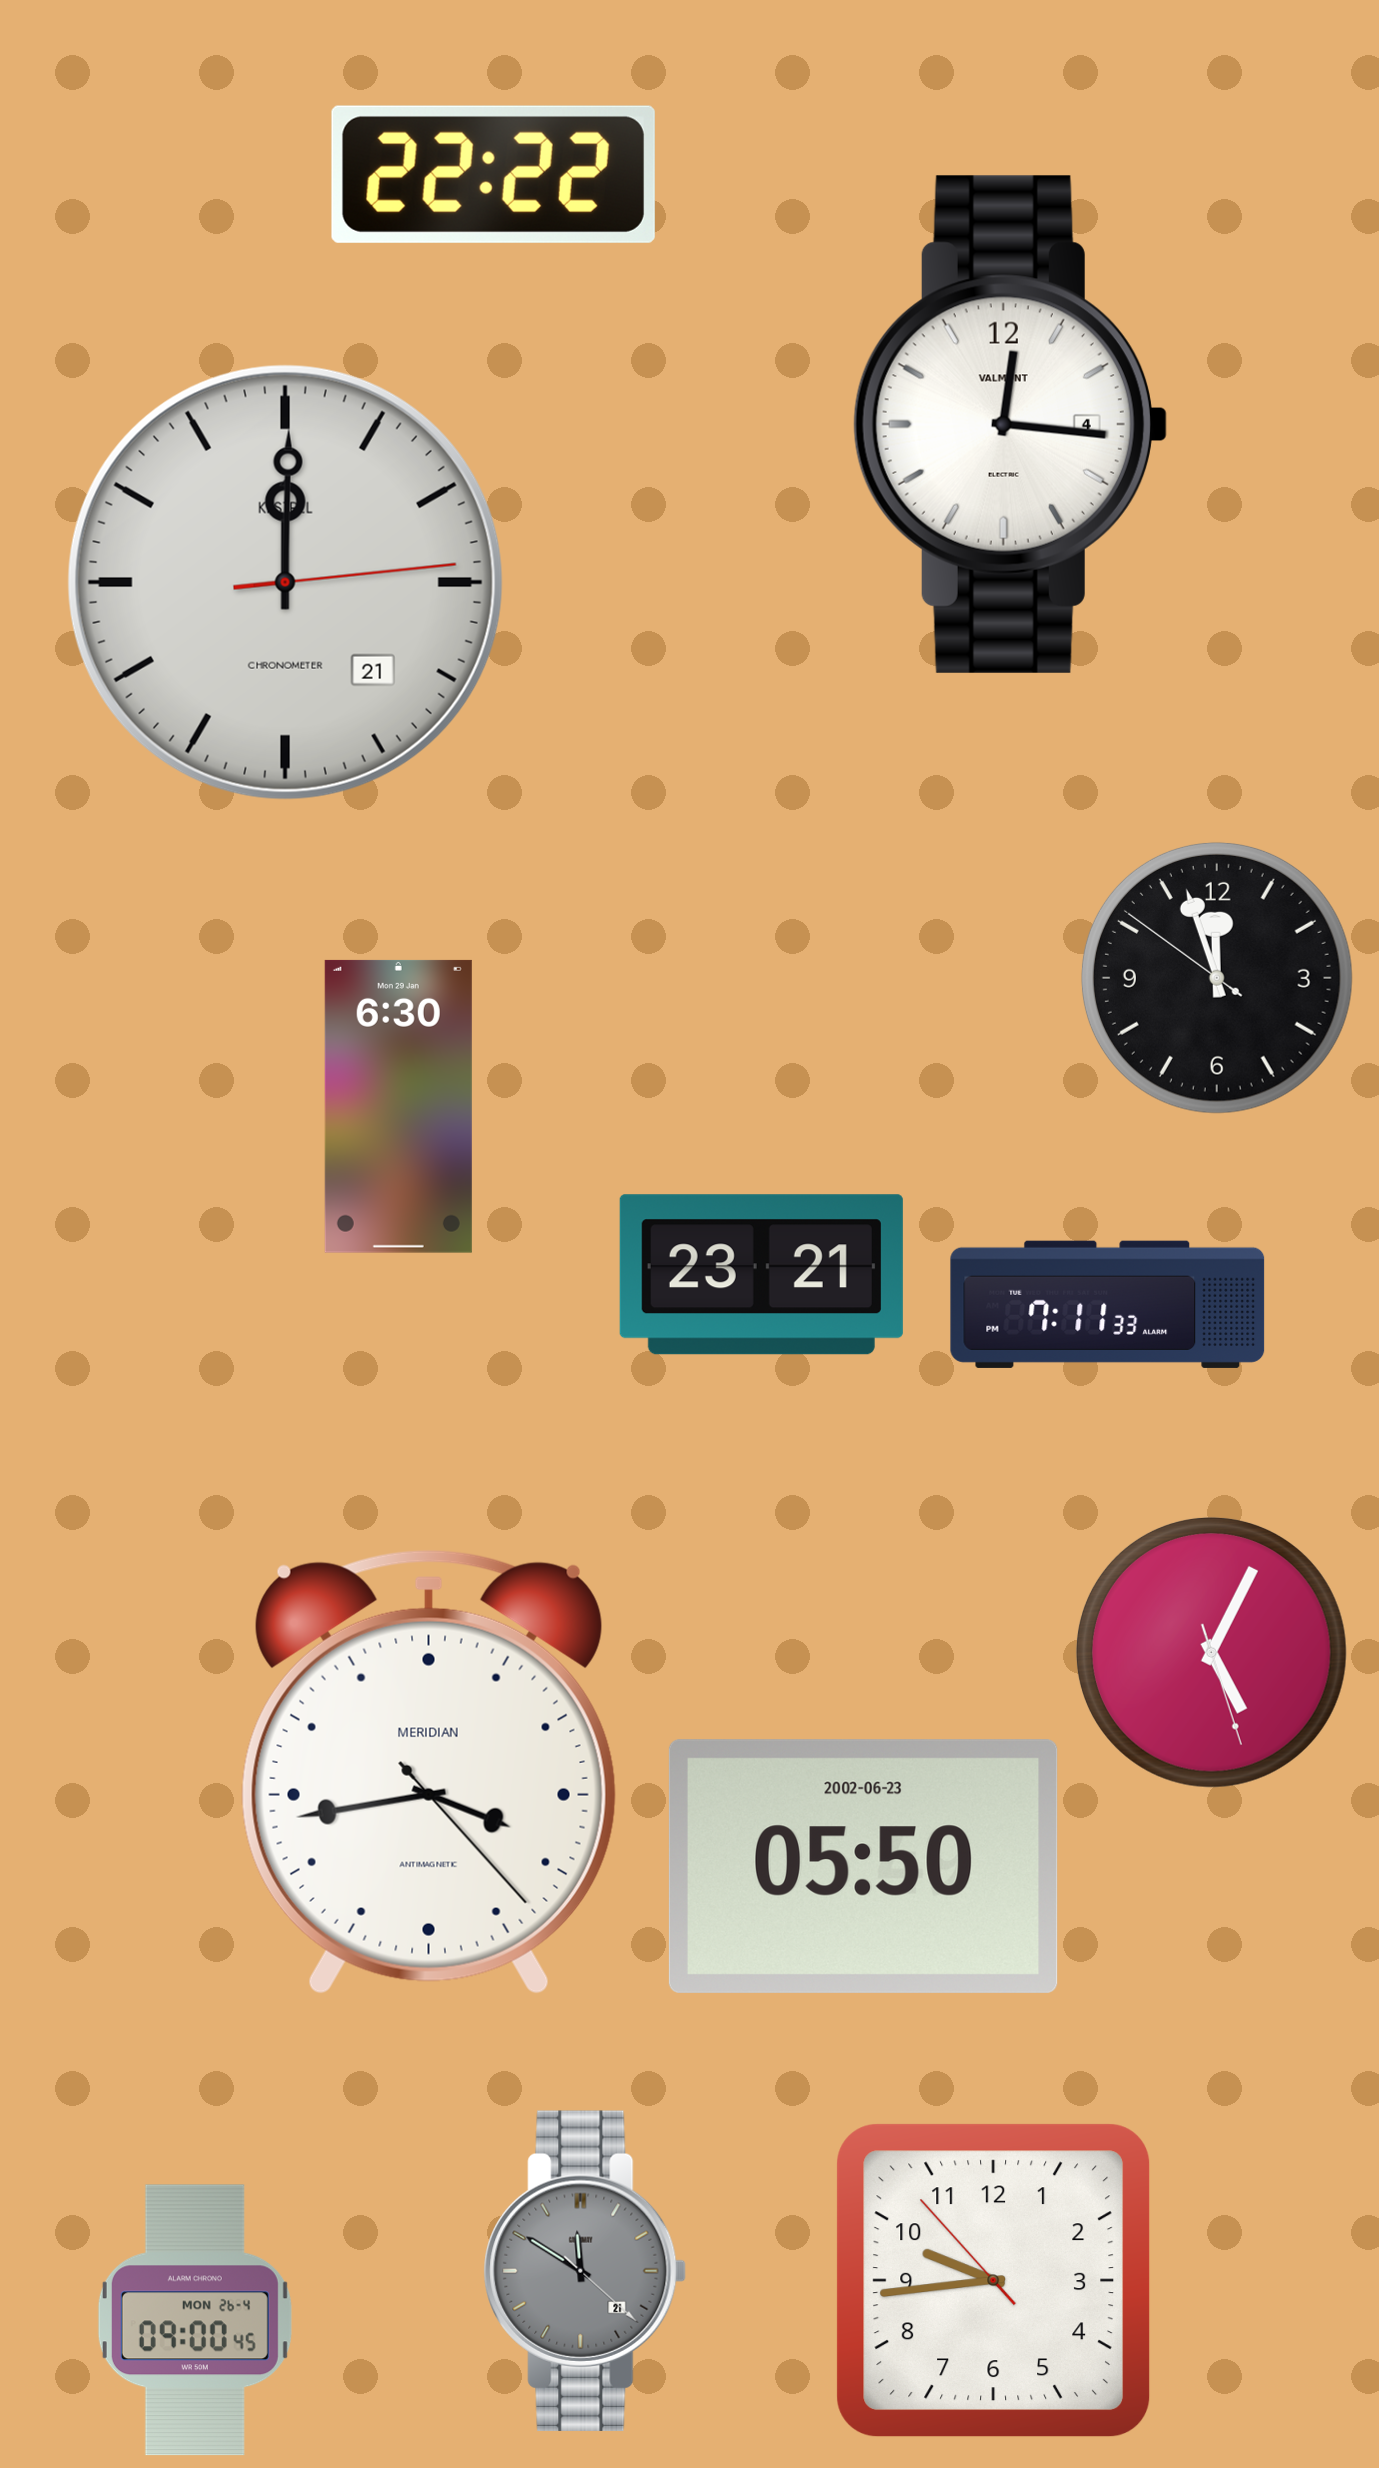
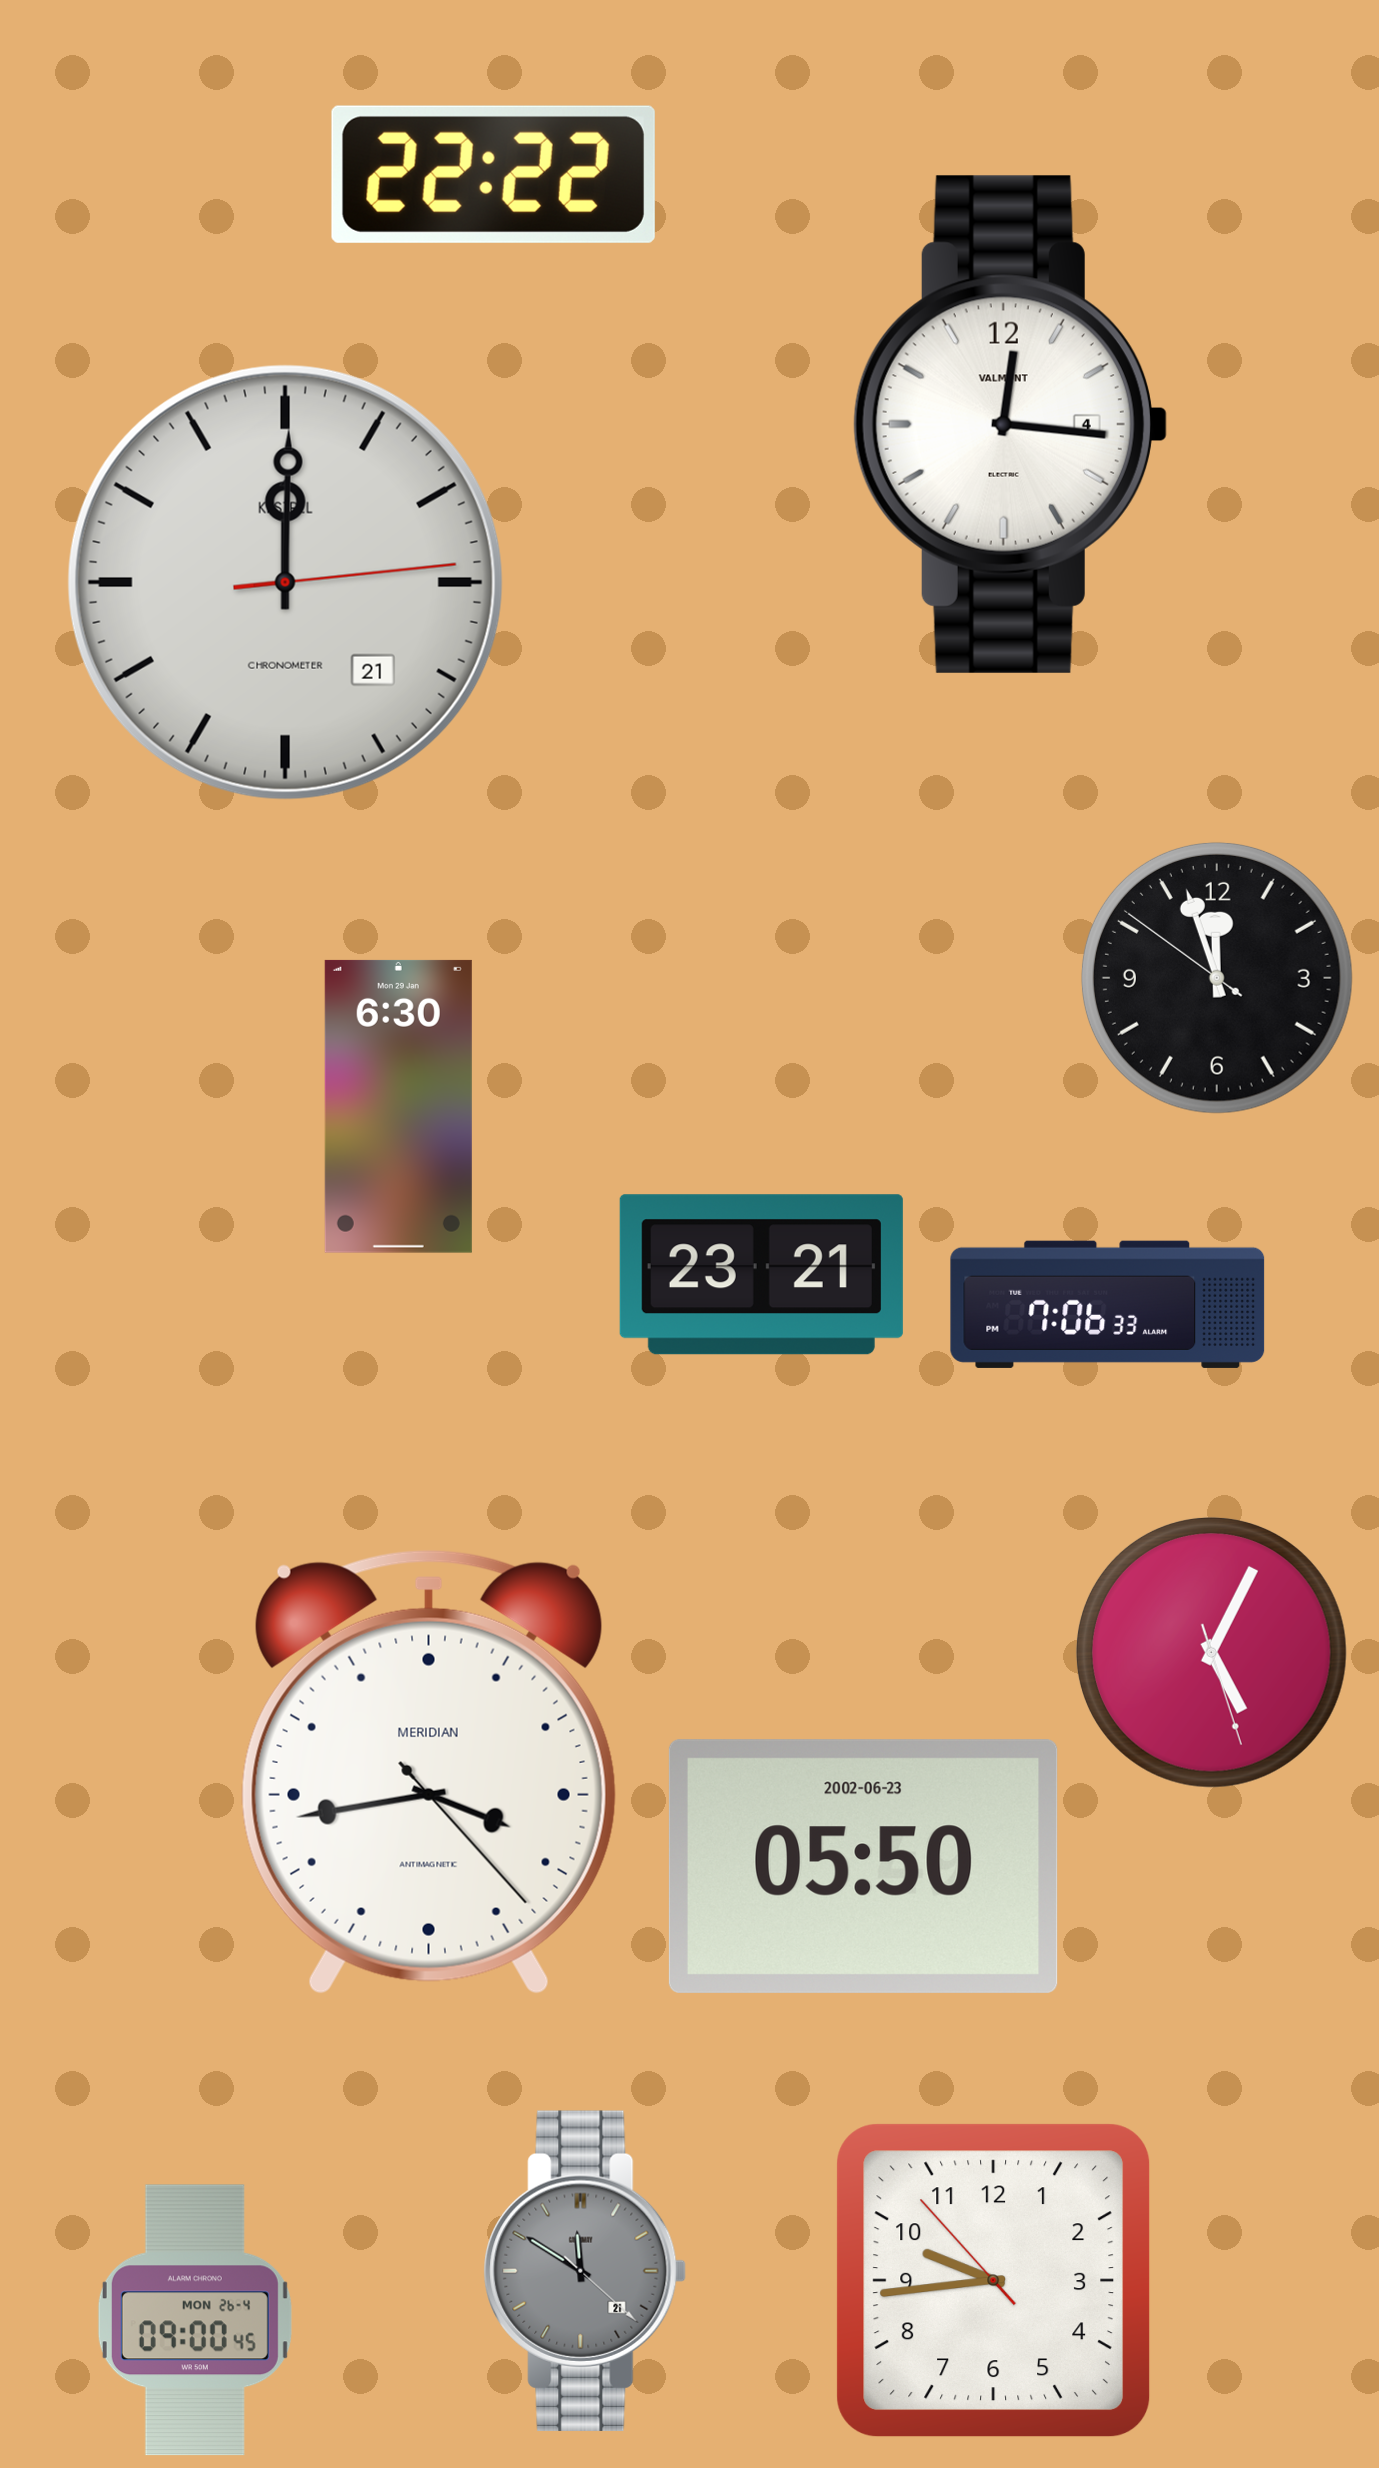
clock at (1108, 1304): 7:11 -> 7:06
